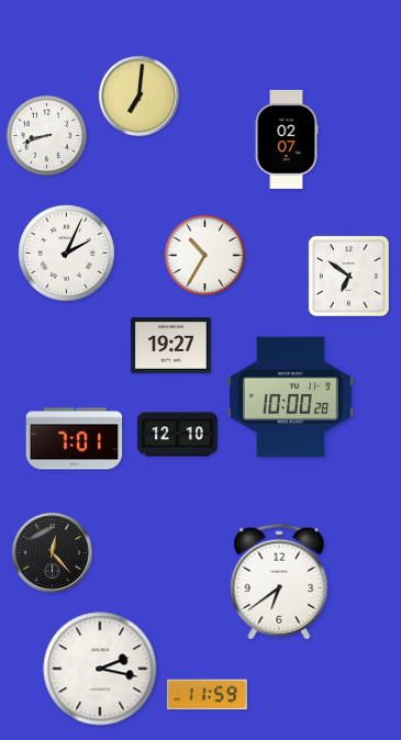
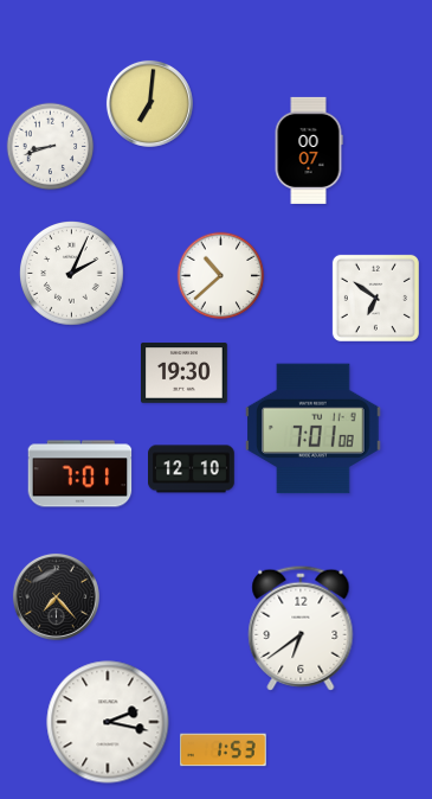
clock at (287, 139): 02:07 -> 00:07
clock at (205, 256): 10:35 -> 10:38
clock at (171, 346): 19:27 -> 19:30
clock at (291, 397): 10:00 -> 7:01
clock at (52, 552): 12:23 -> 7:23
clock at (208, 695): 11:59 -> 1:53
